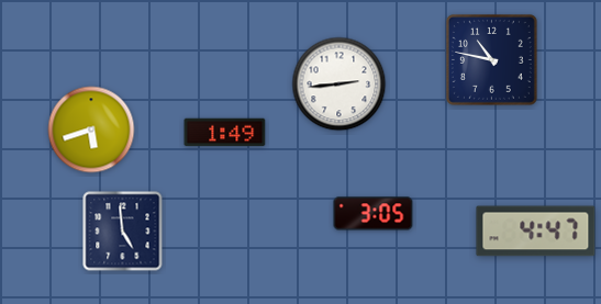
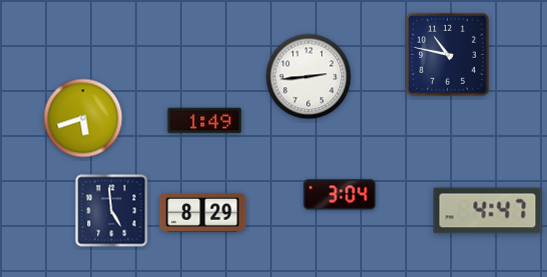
clock at (374, 214): 3:05 -> 3:04
clock at (203, 212): none -> 8:29
